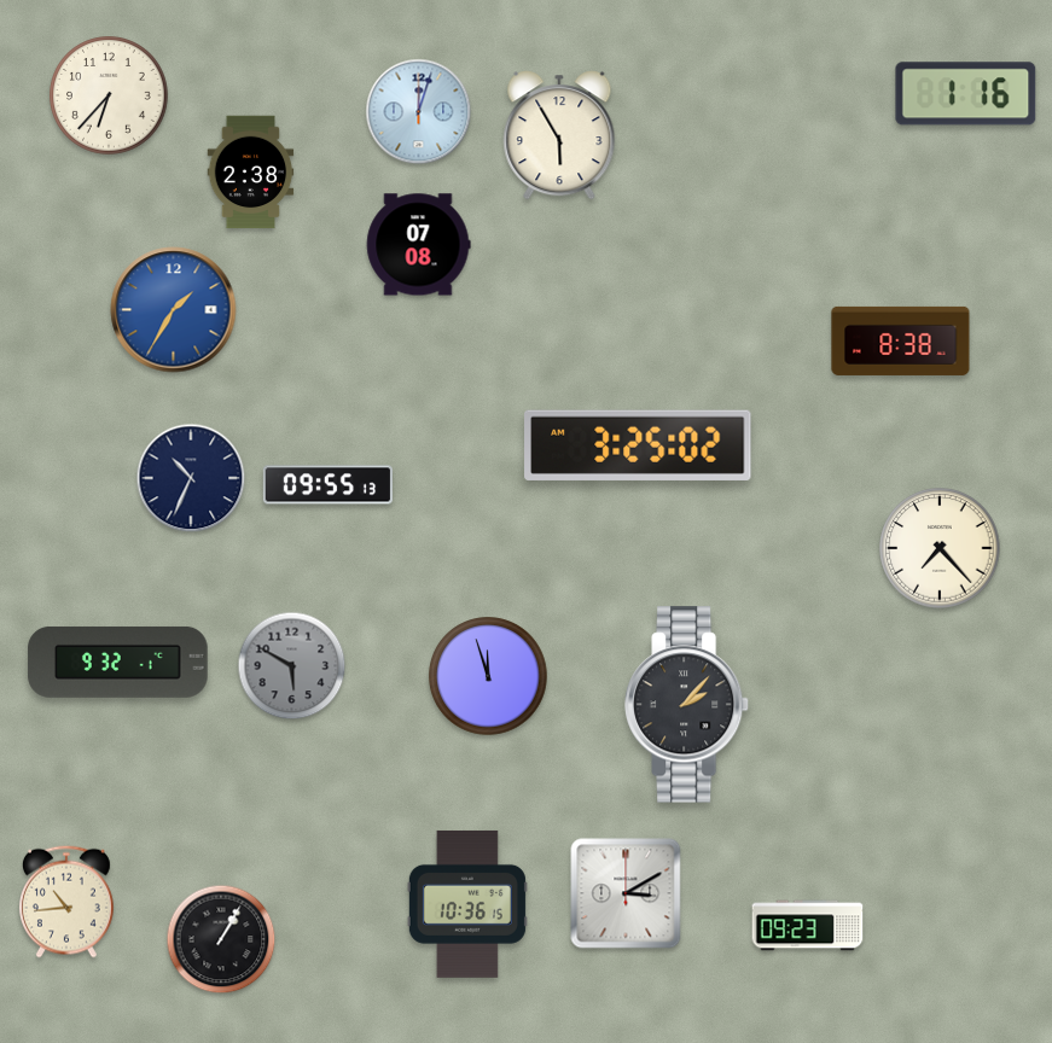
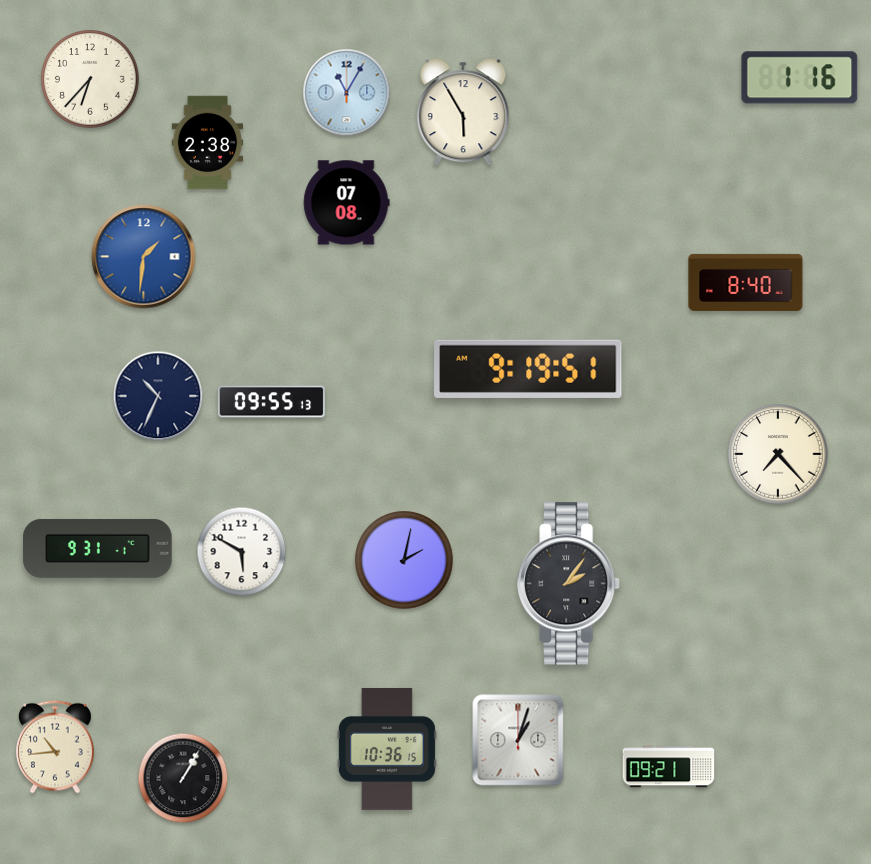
clock at (419, 112): 12:03 -> 11:05
clock at (174, 310): 1:35 -> 1:31
clock at (901, 340): 8:38 -> 8:40
clock at (638, 445): 3:25 -> 9:19
clock at (118, 662): 9:32 -> 9:31
clock at (292, 666) dial: grey -> white
clock at (488, 676): 11:57 -> 2:02
clock at (687, 705): 2:07 -> 2:06
clock at (626, 893): 3:10 -> 1:03
clock at (808, 926): 09:23 -> 09:21
